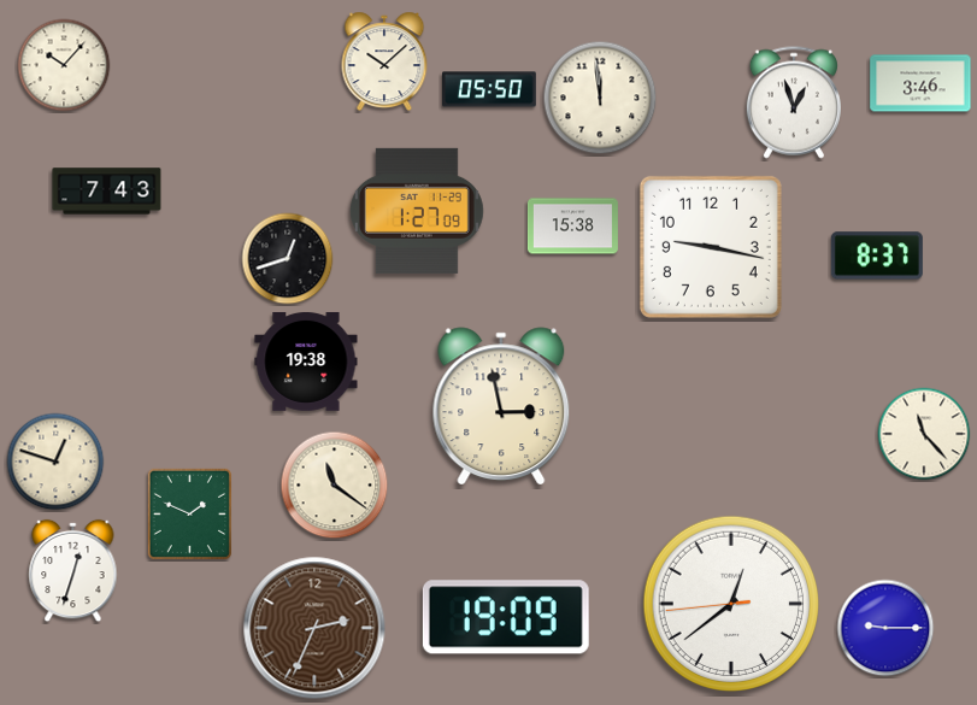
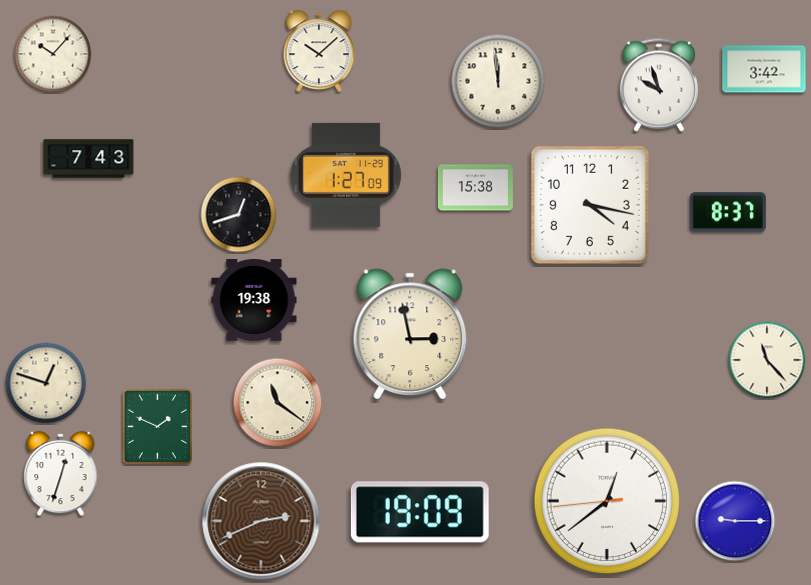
clock at (920, 83): 3:46 -> 3:42
clock at (490, 89): 05:50 -> none
clock at (794, 102): 12:57 -> 9:57
clock at (711, 247): 9:17 -> 4:17
clock at (501, 405) position: (501, 405) -> (410, 333)
clock at (314, 628): 2:34 -> 2:41
